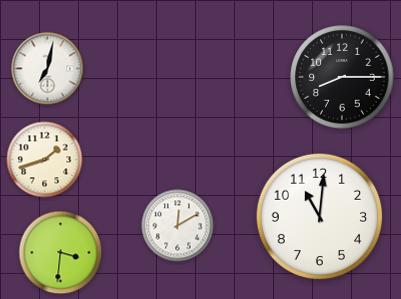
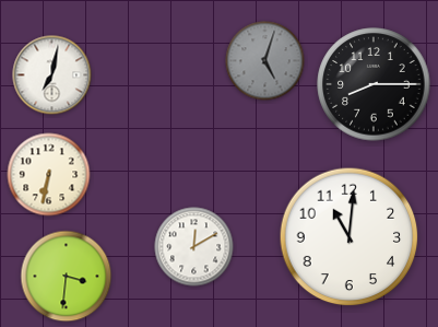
clock at (265, 61): none -> 5:03
clock at (45, 160): 1:42 -> 6:32
